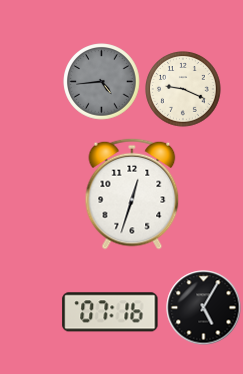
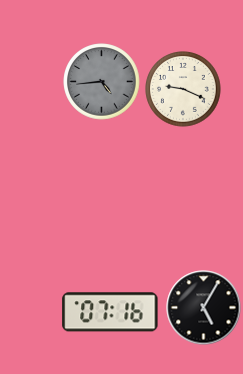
clock at (132, 194): 12:33 -> none
